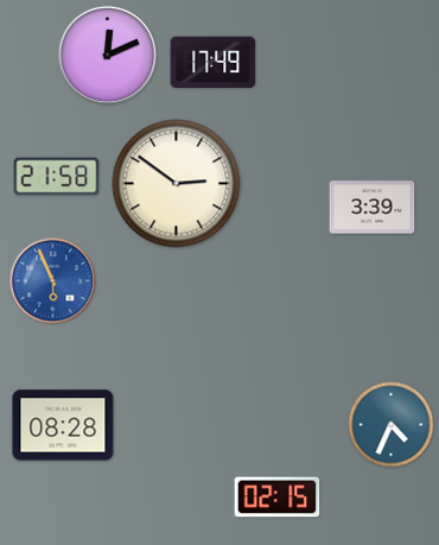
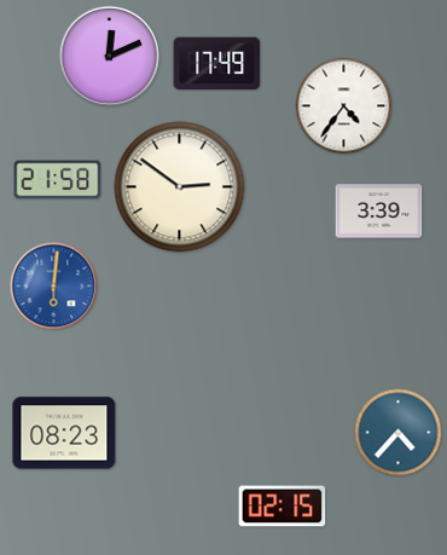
clock at (344, 106): none -> 4:36
clock at (53, 281): 5:56 -> 6:01
clock at (63, 425): 08:28 -> 08:23
clock at (392, 425): 4:34 -> 4:37
